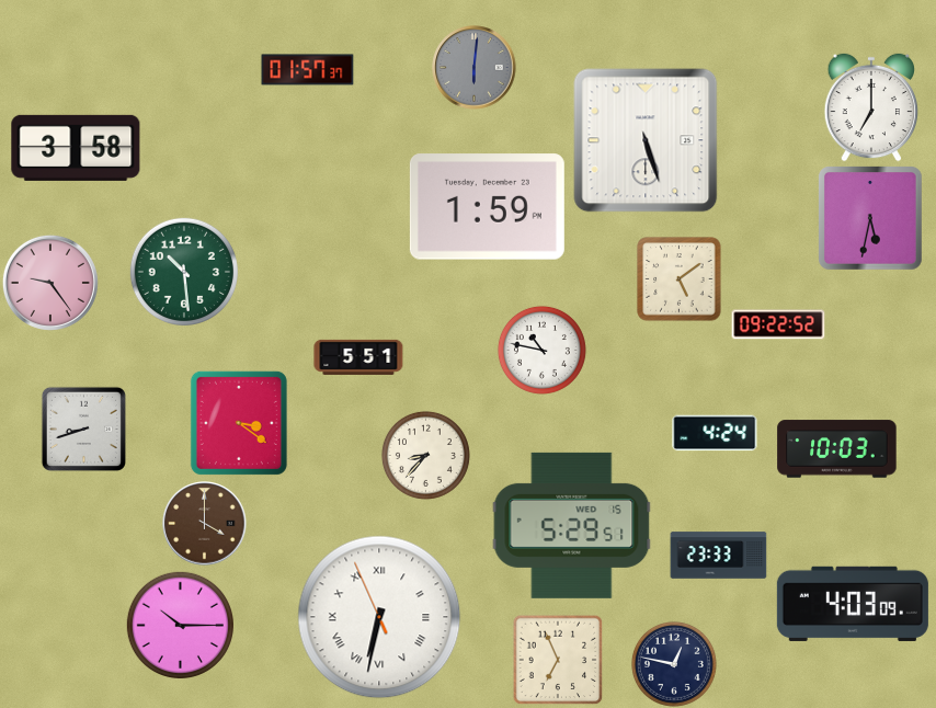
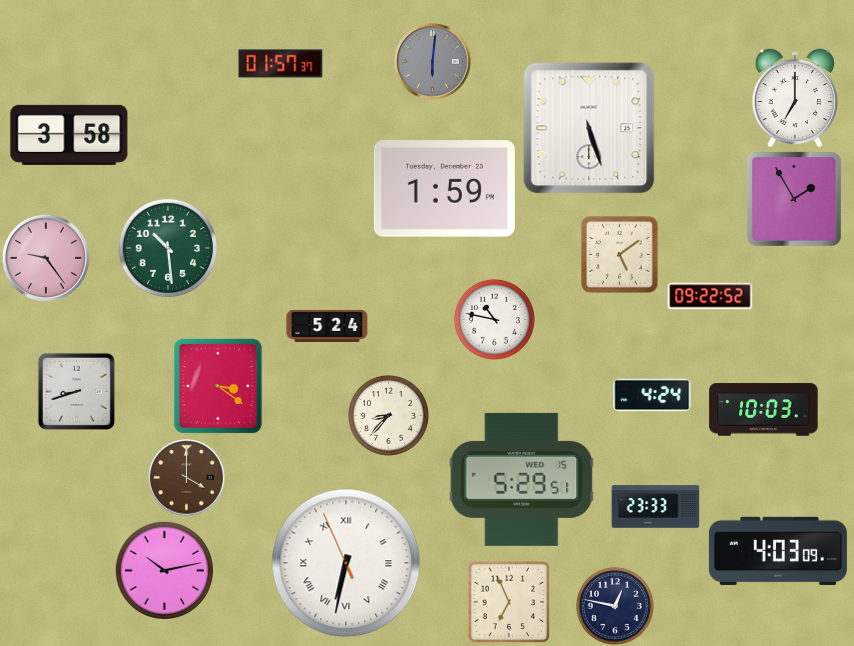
clock at (871, 219): 5:32 -> 1:55
clock at (358, 357): 5:51 -> 5:24
clock at (180, 625): 10:15 -> 10:13
